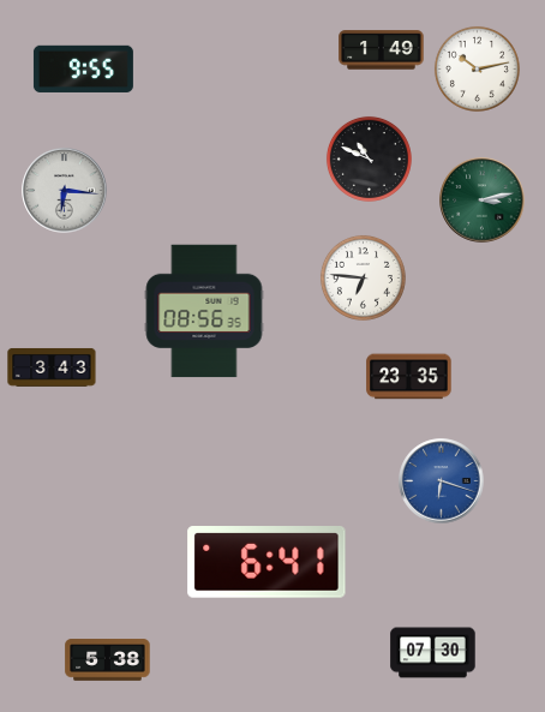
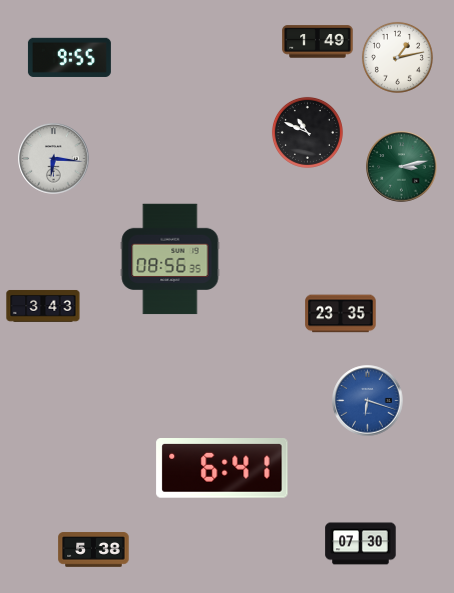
clock at (477, 68): 10:13 -> 1:13
clock at (363, 277): 6:46 -> none
clock at (108, 660) position: (108, 660) -> (94, 550)
